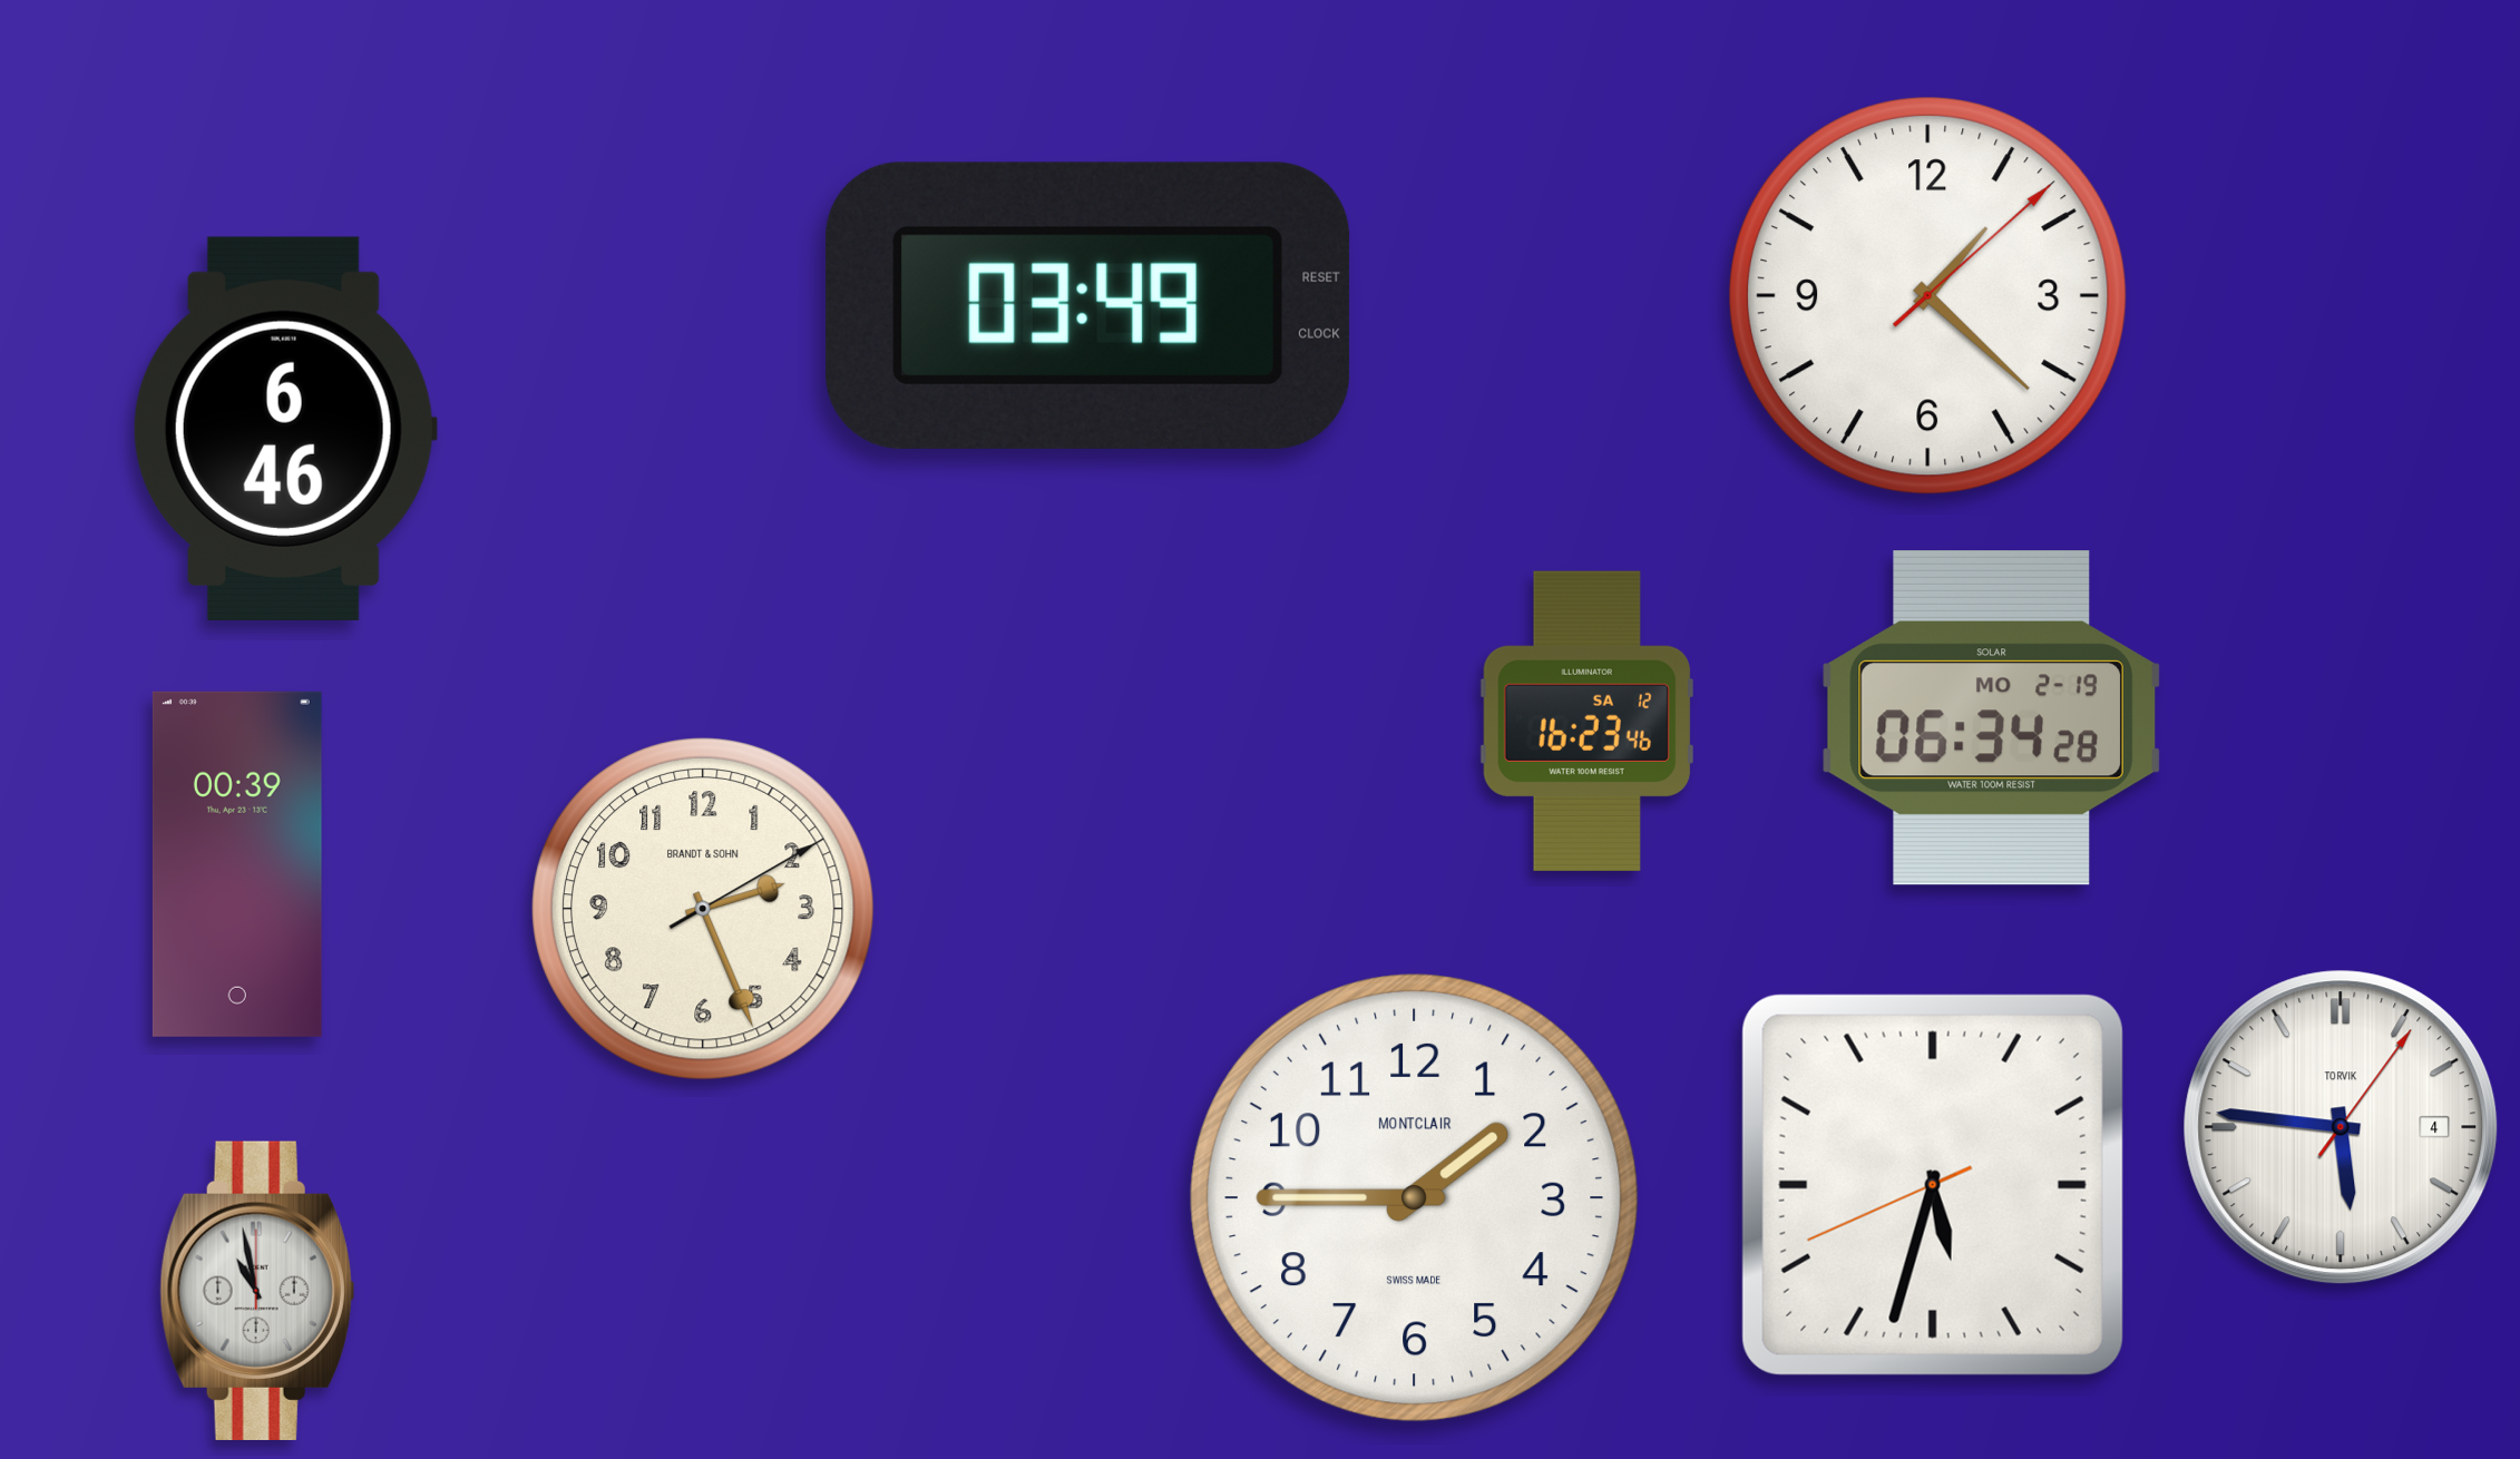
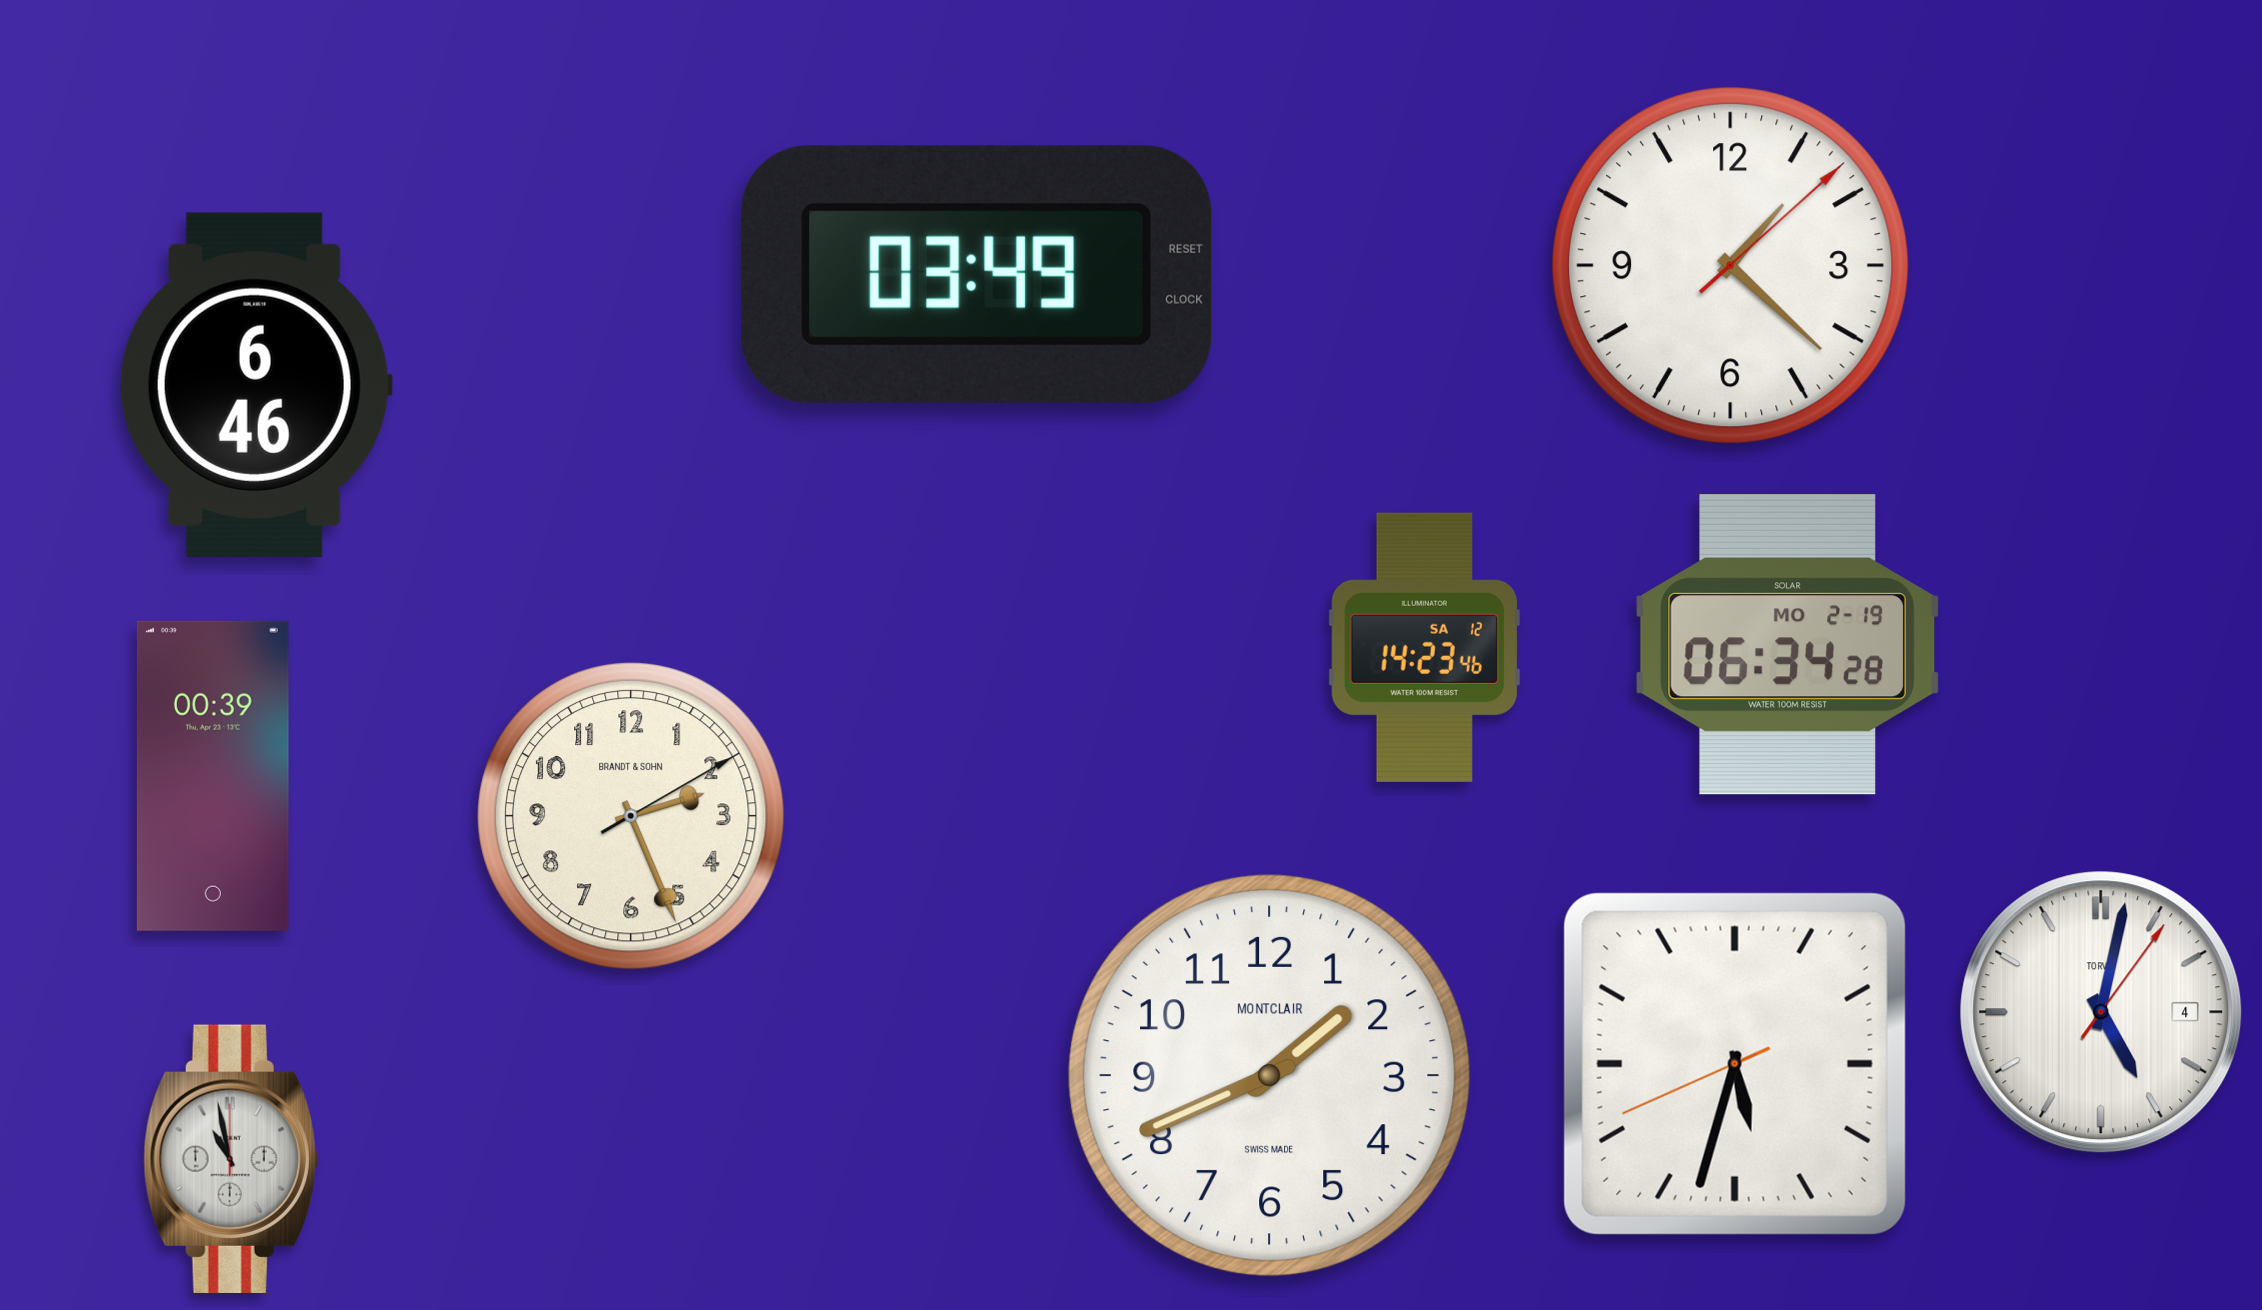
clock at (1586, 721): 16:23 -> 14:23
clock at (2341, 1127): 5:46 -> 5:02
clock at (1414, 1197): 1:45 -> 1:41
